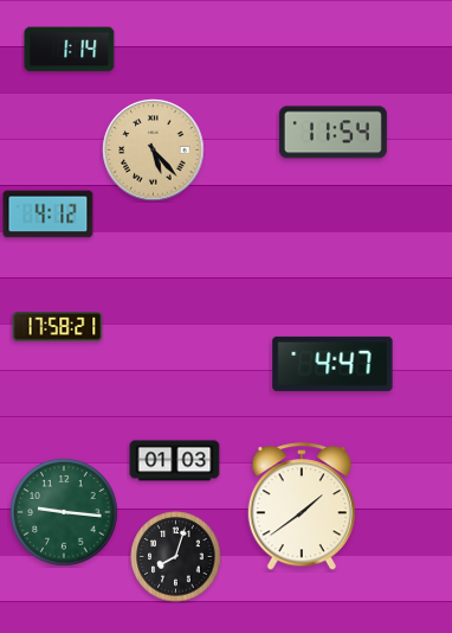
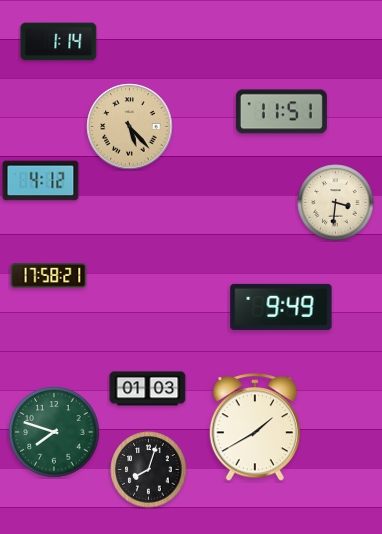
clock at (332, 133): 11:54 -> 11:51
clock at (336, 203): none -> 3:31
clock at (332, 364): 4:47 -> 9:49
clock at (301, 507): 1:39 -> 1:40
clock at (64, 512): 9:16 -> 7:48
